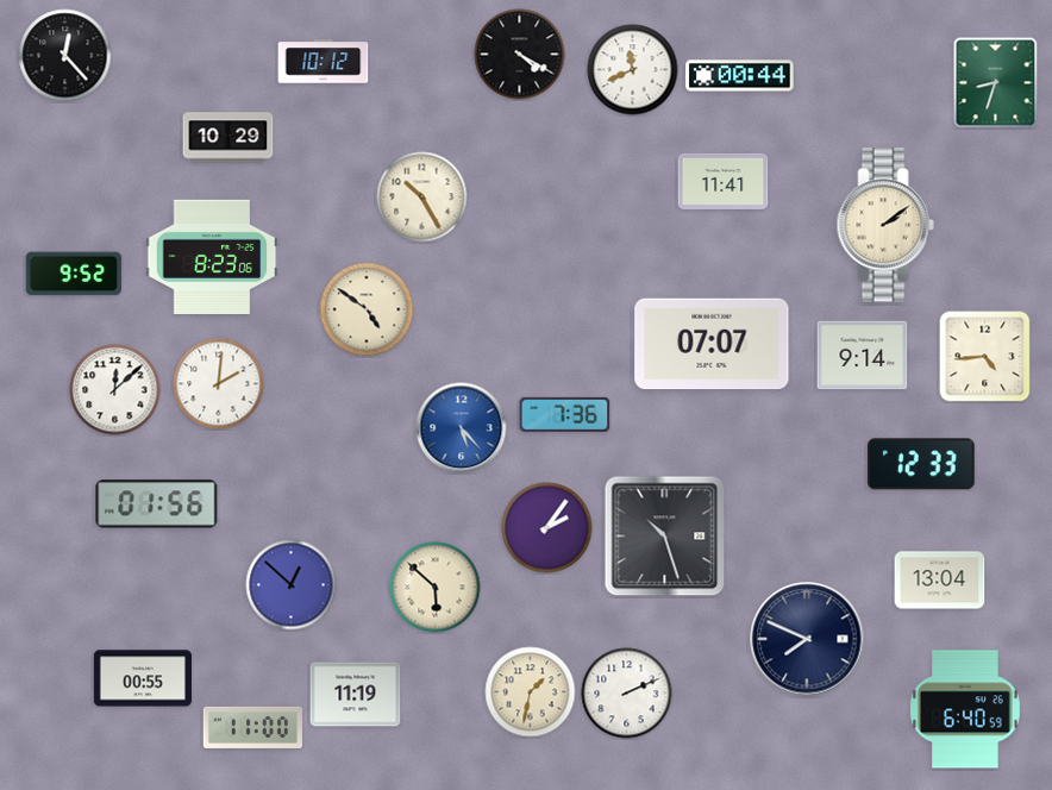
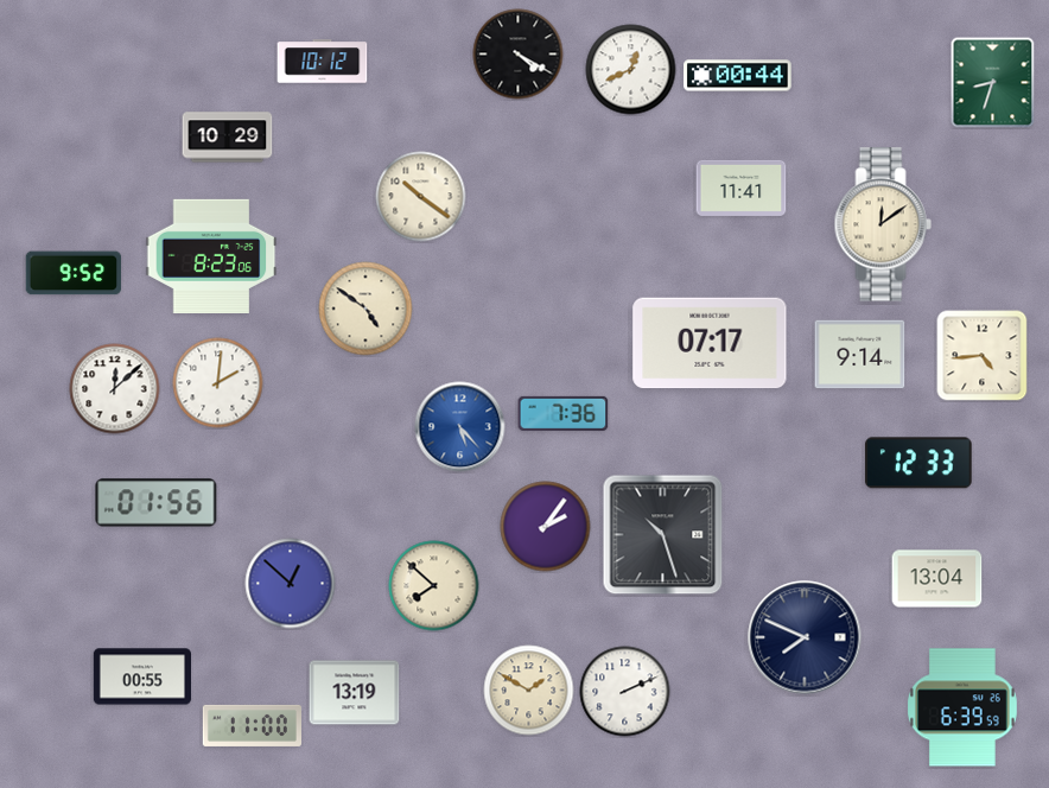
clock at (65, 56): 12:23 -> none
clock at (633, 70): 11:41 -> 12:41
clock at (724, 181) position: (724, 181) -> (742, 188)
clock at (422, 197): 10:25 -> 10:21
clock at (885, 225): 2:09 -> 12:09
clock at (712, 344): 07:07 -> 07:17
clock at (436, 588): 5:52 -> 7:52
clock at (531, 692): 1:32 -> 1:50
clock at (356, 695): 11:19 -> 13:19
clock at (965, 709): 6:40 -> 6:39
